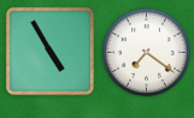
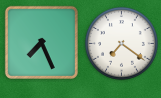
clock at (49, 51): 4:55 -> 7:26
